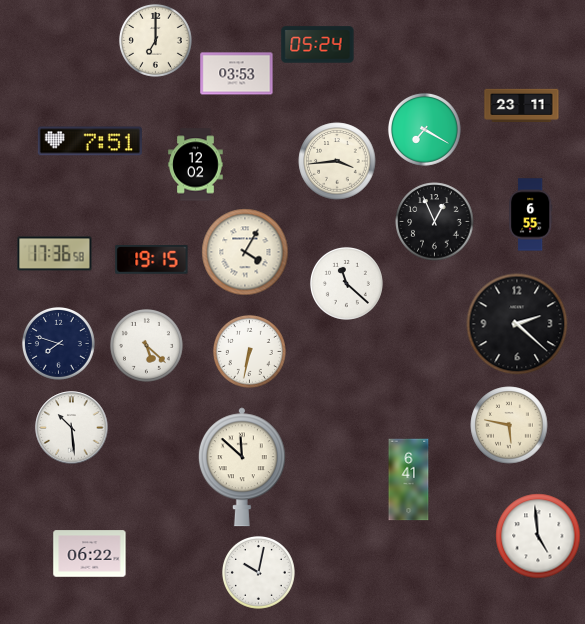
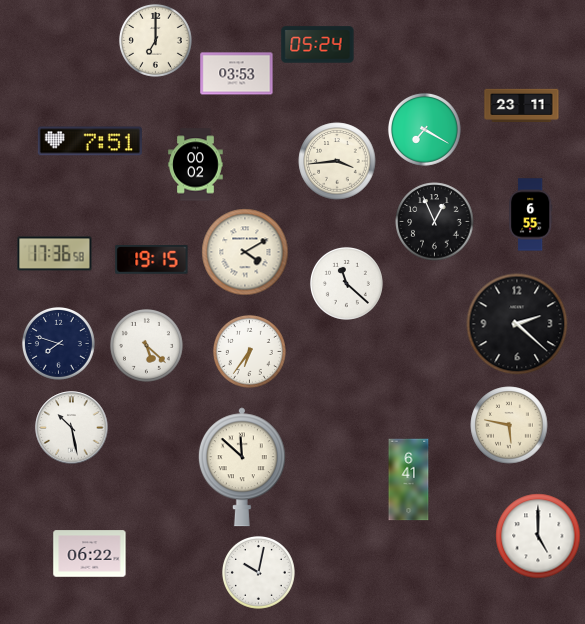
clock at (196, 165): 12:02 -> 00:02
clock at (245, 252): 4:05 -> 4:10
clock at (249, 351): 6:32 -> 6:36
clock at (72, 428): 10:29 -> 10:28
clock at (538, 536): 4:59 -> 5:00
